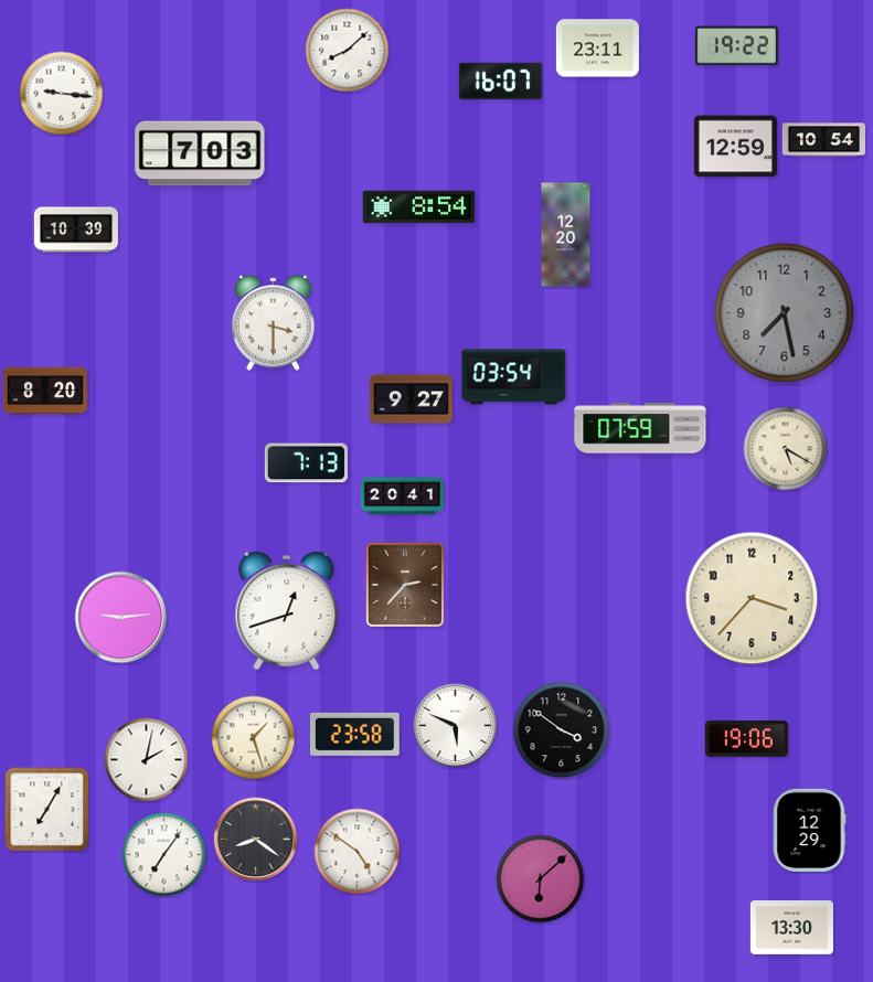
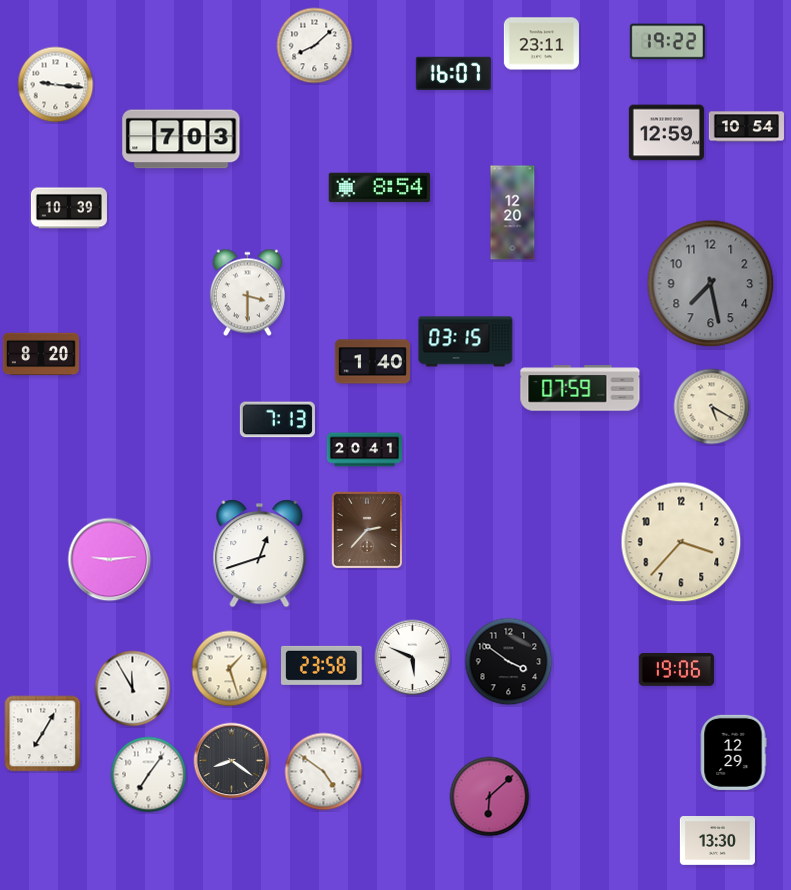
clock at (514, 377): 03:54 -> 03:15
clock at (411, 399): 9:27 -> 1:40
clock at (147, 760): 2:02 -> 11:55
